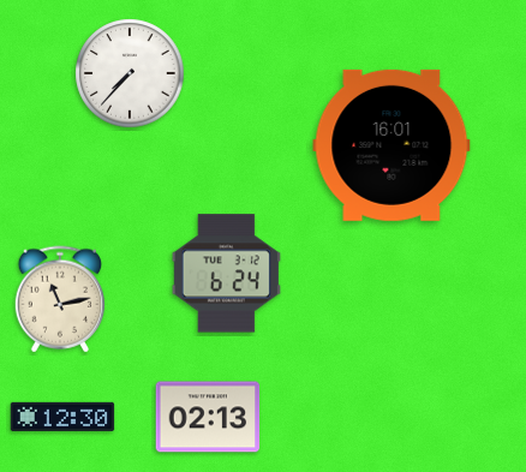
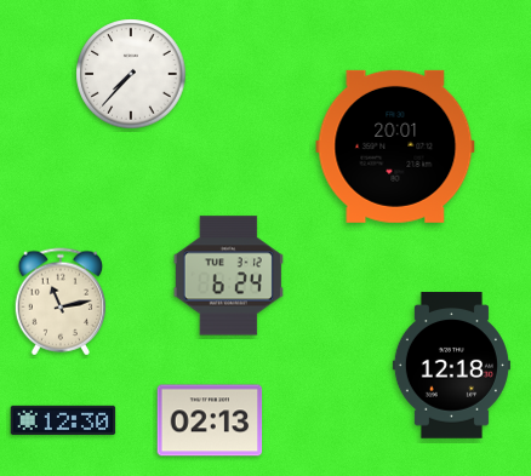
clock at (391, 145): 16:01 -> 20:01
clock at (451, 366): none -> 12:18
